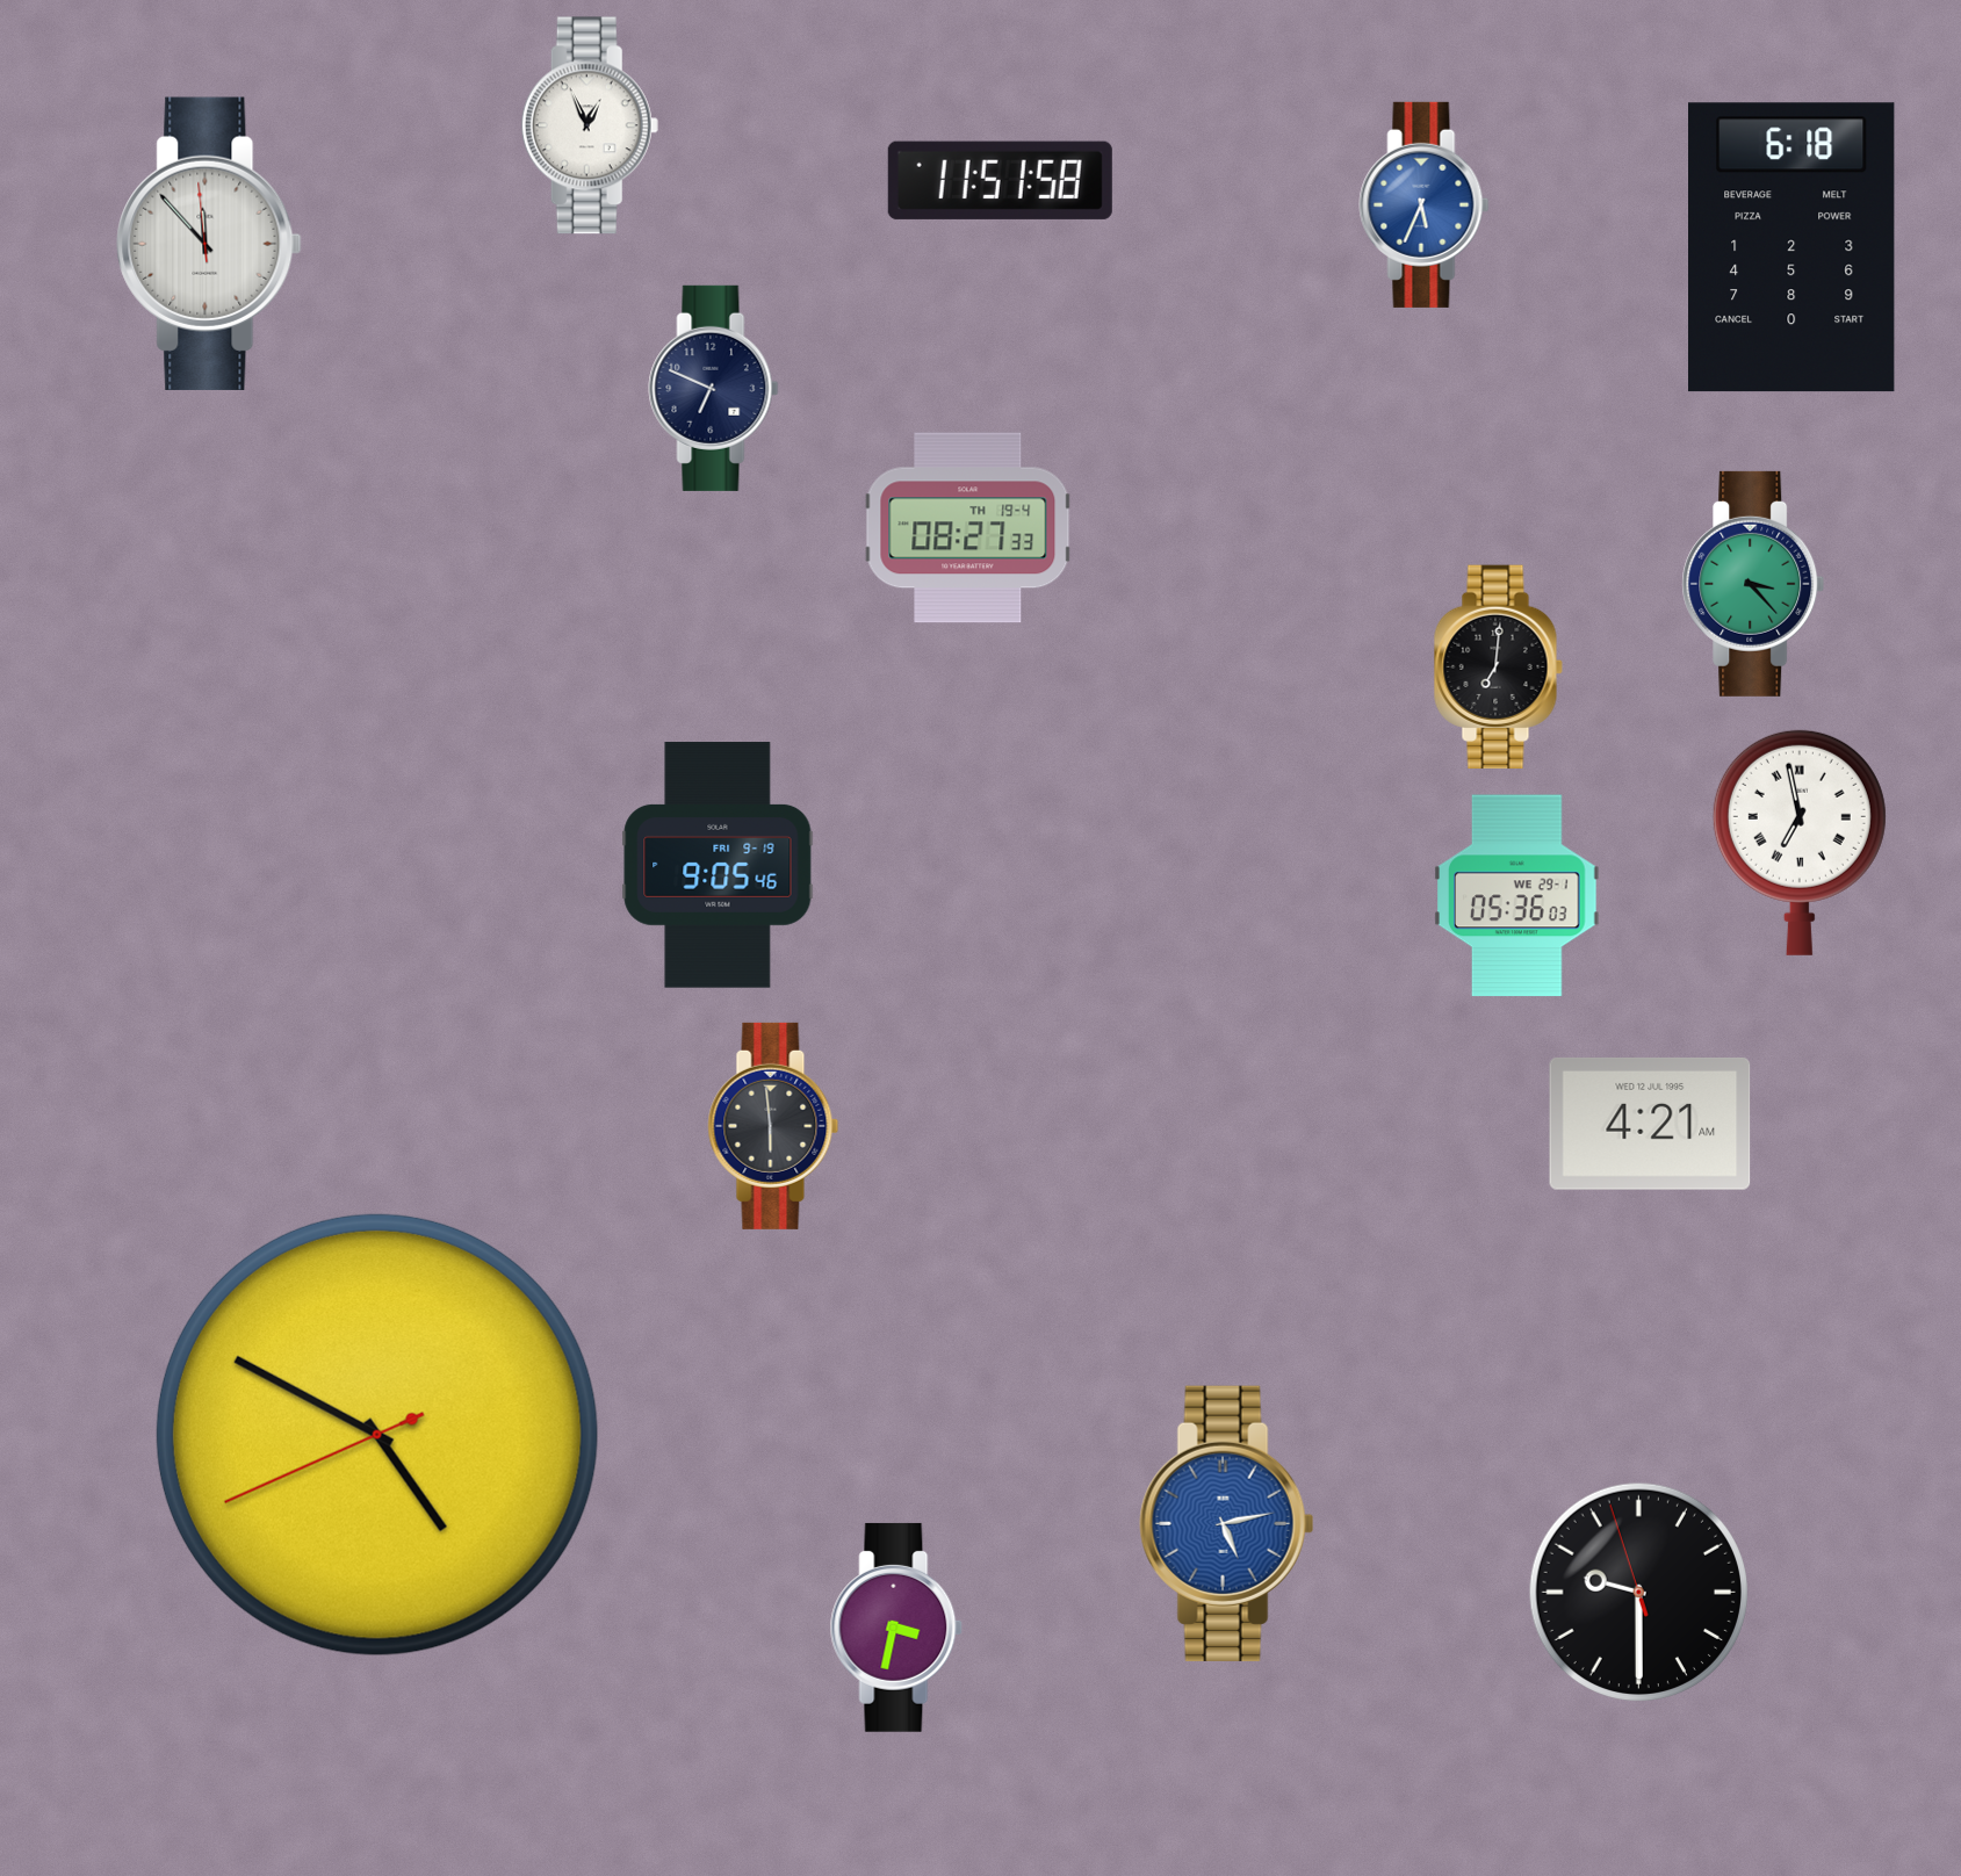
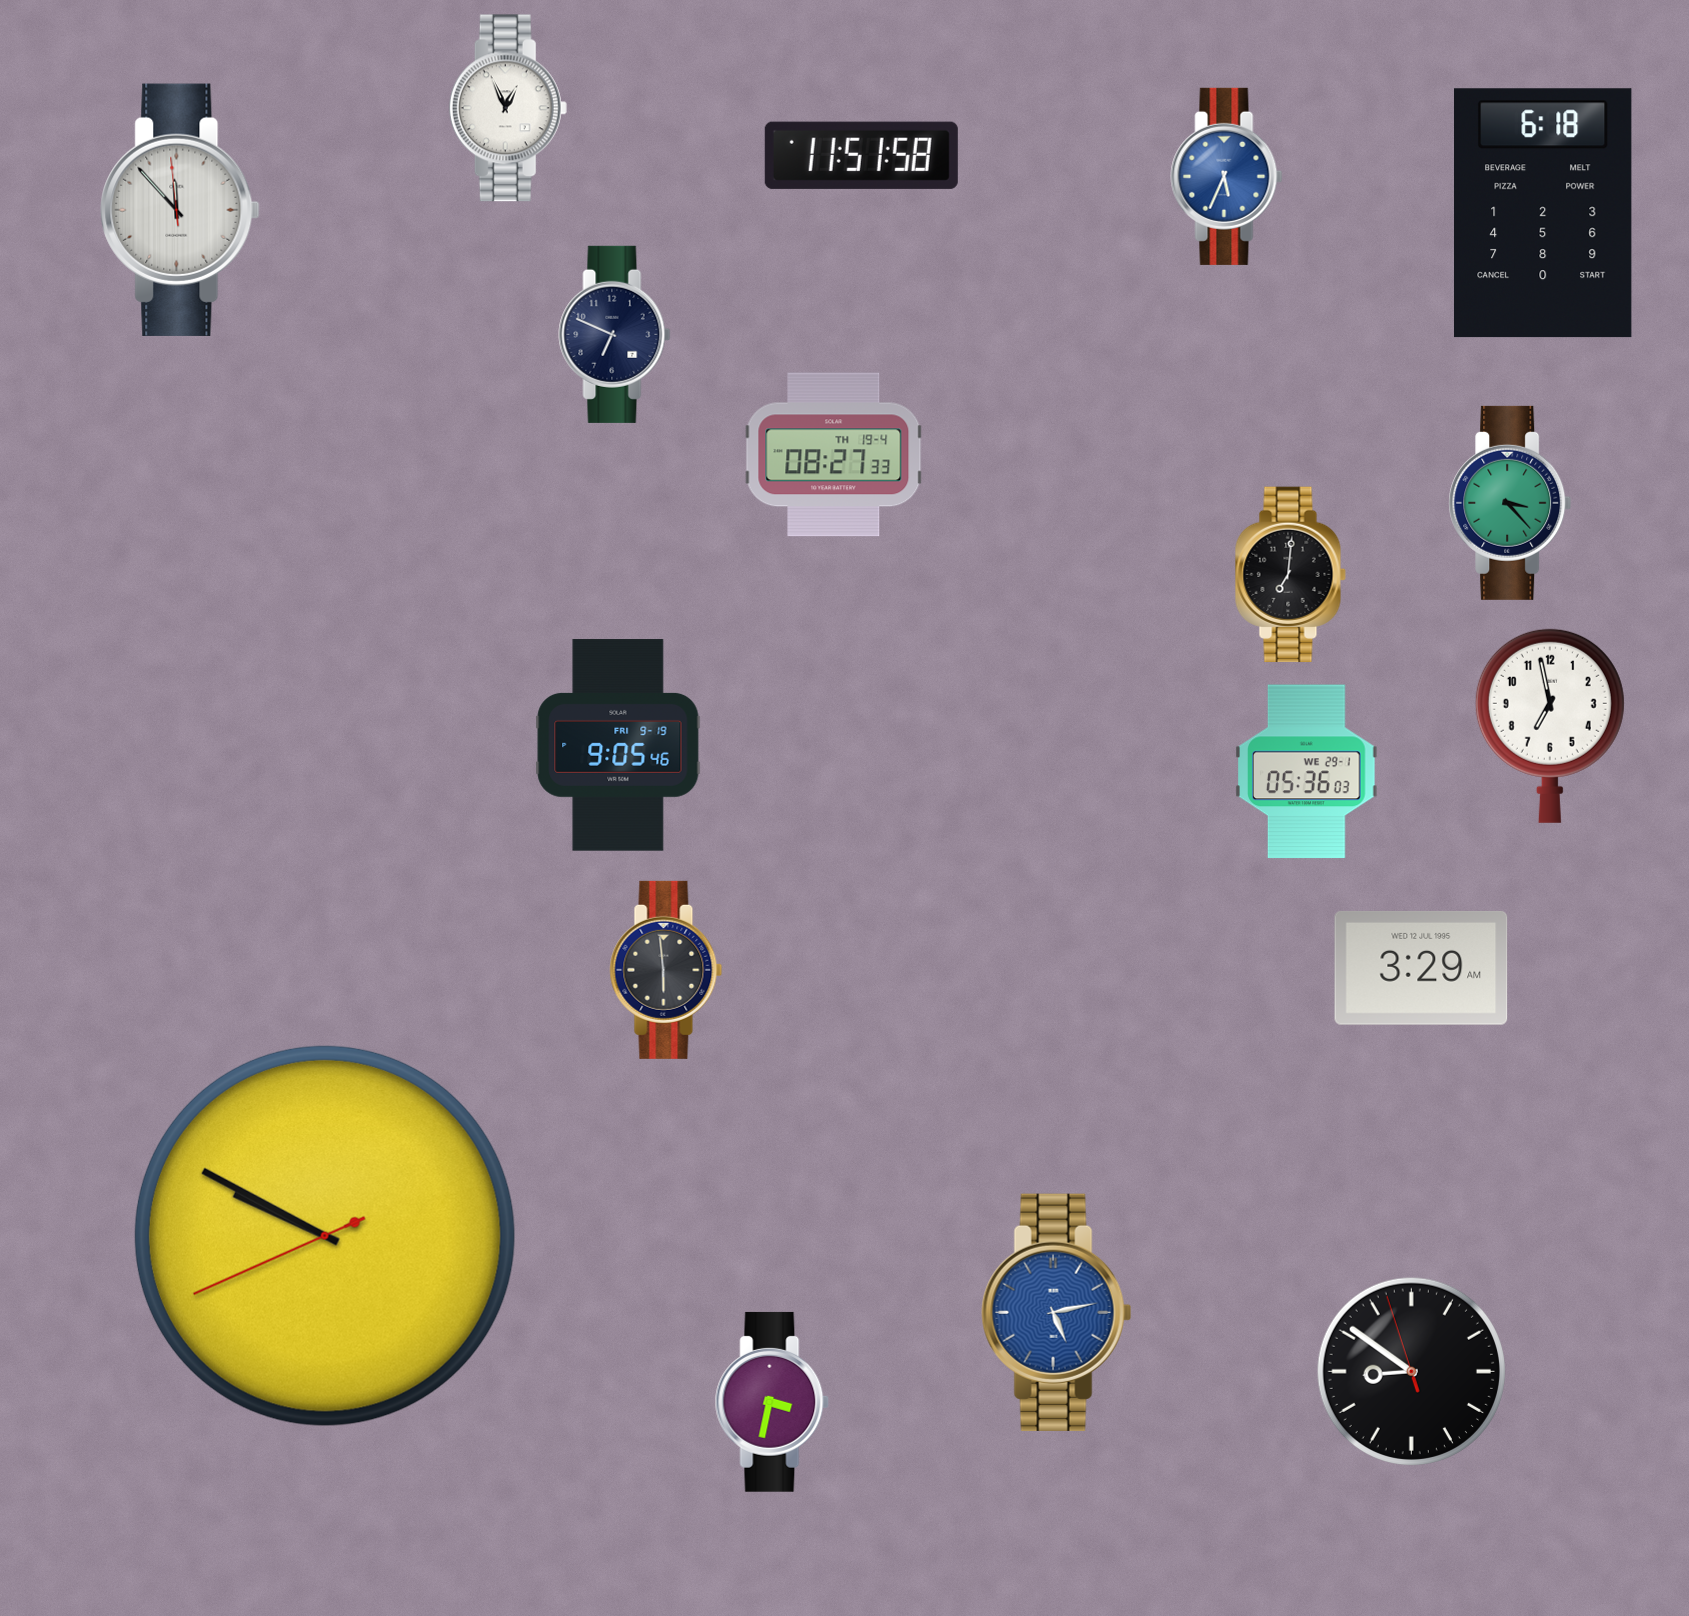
clock at (1800, 843) numerals: Roman -> Arabic
clock at (1650, 1124): 4:21 -> 3:29
clock at (377, 1435): 4:49 -> 9:49
clock at (1638, 1592): 9:29 -> 8:50
